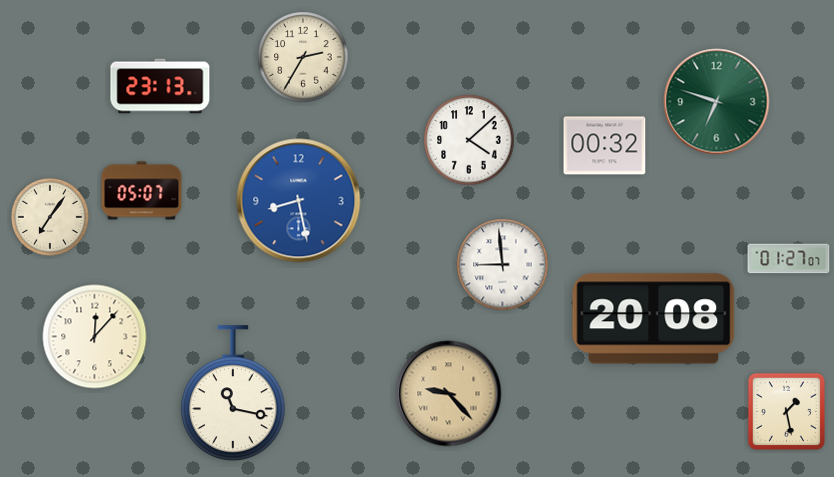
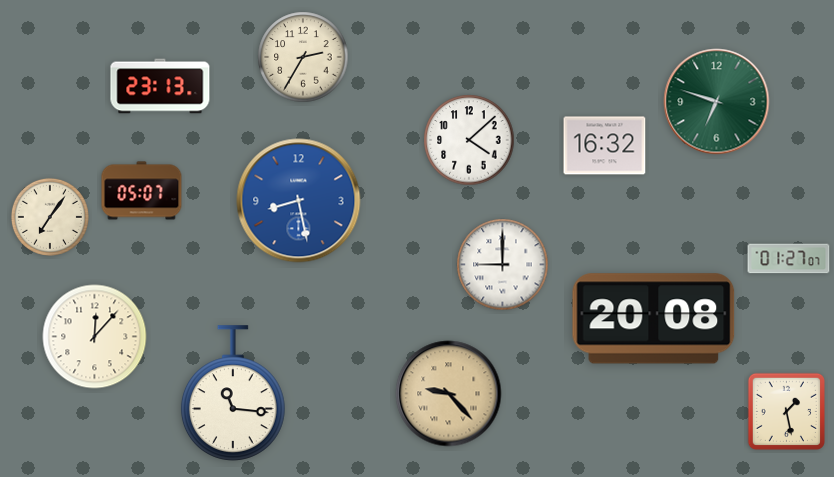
clock at (605, 146): 00:32 -> 16:32
clock at (503, 265): 8:59 -> 9:00
clock at (233, 393): 11:17 -> 11:16
